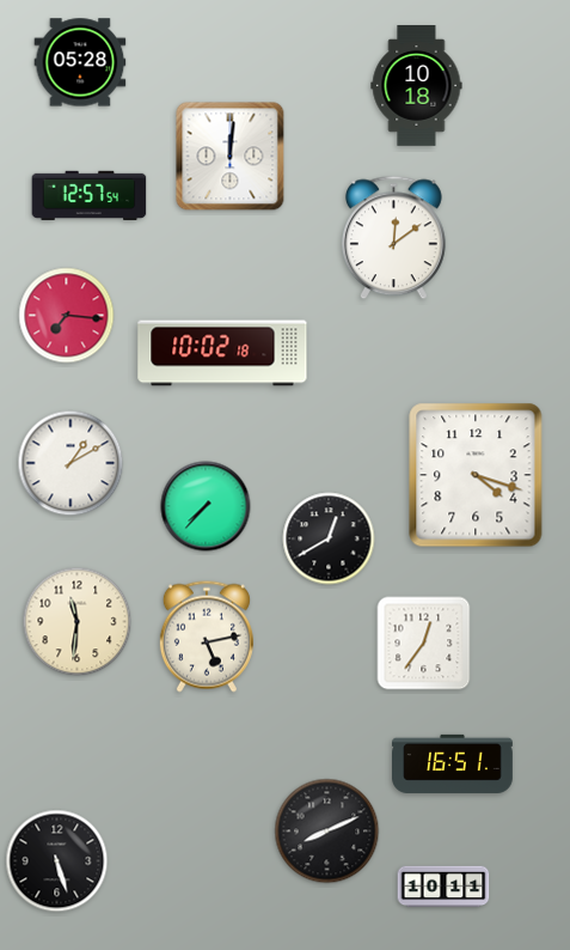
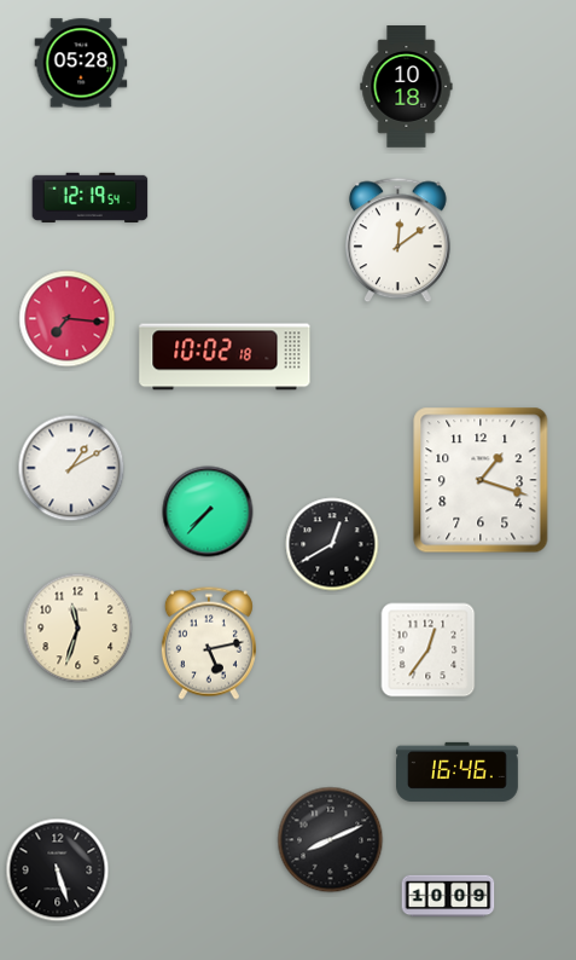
clock at (417, 86) position: (417, 86) -> (407, 87)
clock at (231, 157): 12:01 -> none
clock at (90, 195): 12:57 -> 12:19
clock at (476, 475): 4:18 -> 1:18
clock at (78, 622): 11:31 -> 11:33
clock at (453, 763): 16:51 -> 16:46
clock at (443, 887): 10:11 -> 10:09
